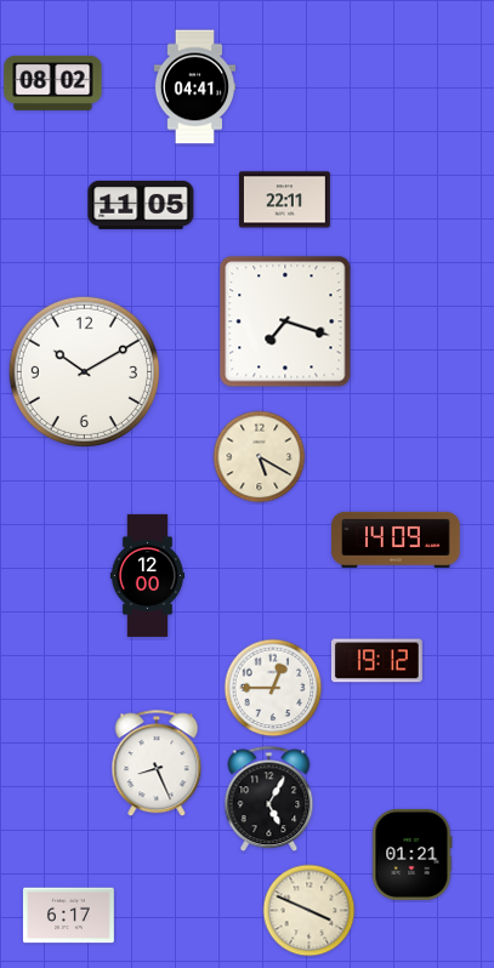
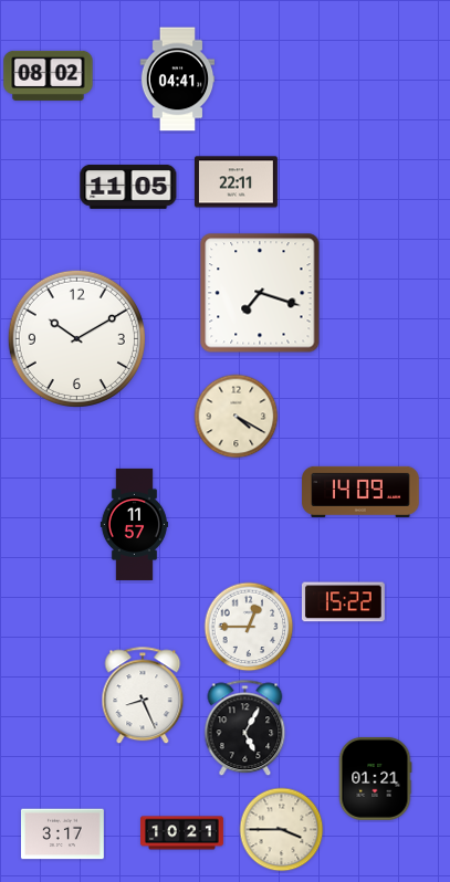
clock at (284, 200) position: (284, 200) -> (236, 182)
clock at (260, 457): 5:20 -> 4:20
clock at (147, 575): 12:00 -> 11:57
clock at (376, 661): 19:12 -> 15:22
clock at (310, 911): 3:49 -> 3:45
clock at (182, 833): none -> 10:21
clock at (69, 916): 6:17 -> 3:17
